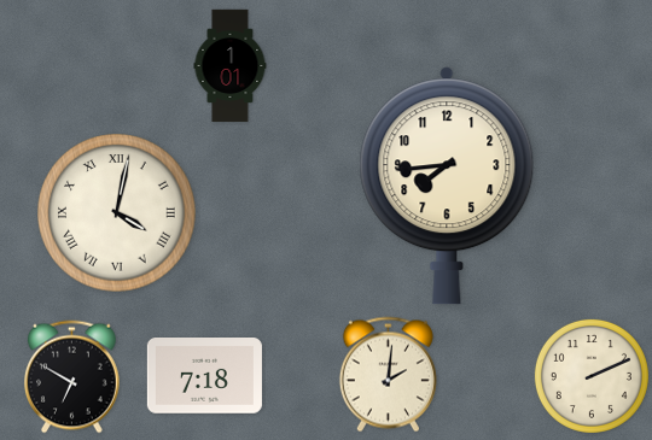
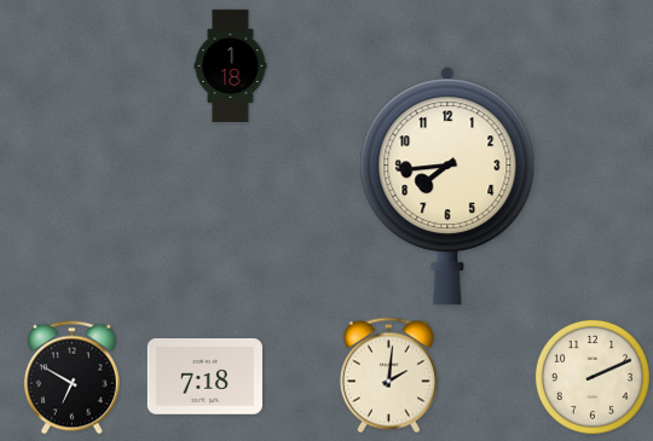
clock at (231, 66): 1:01 -> 1:18
clock at (117, 213): 4:02 -> none
